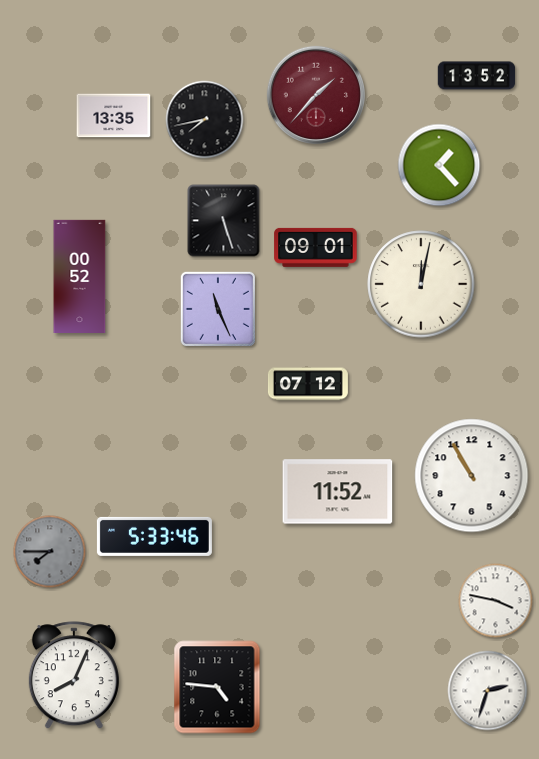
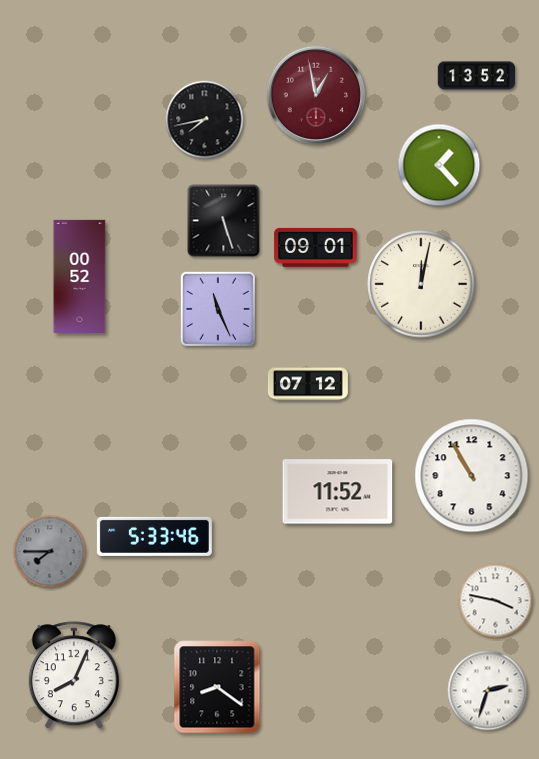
clock at (315, 94): 1:37 -> 12:58
clock at (114, 116): 13:35 -> none
clock at (217, 687): 4:46 -> 8:21
